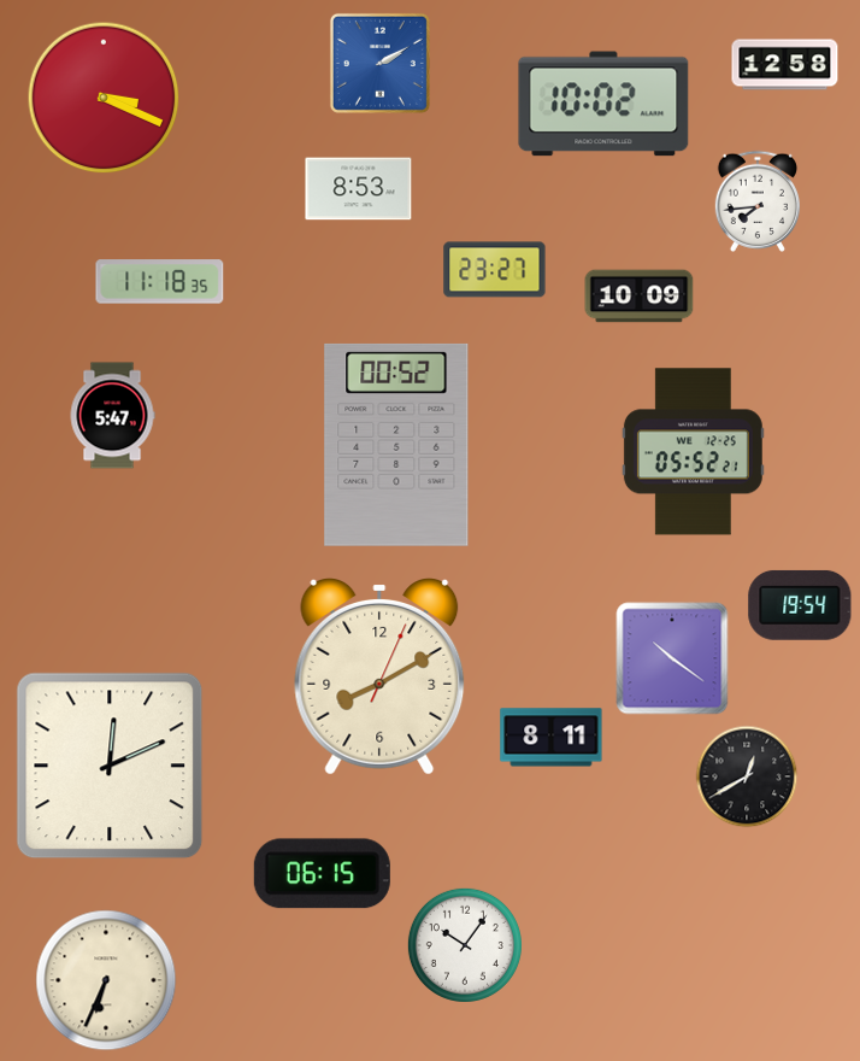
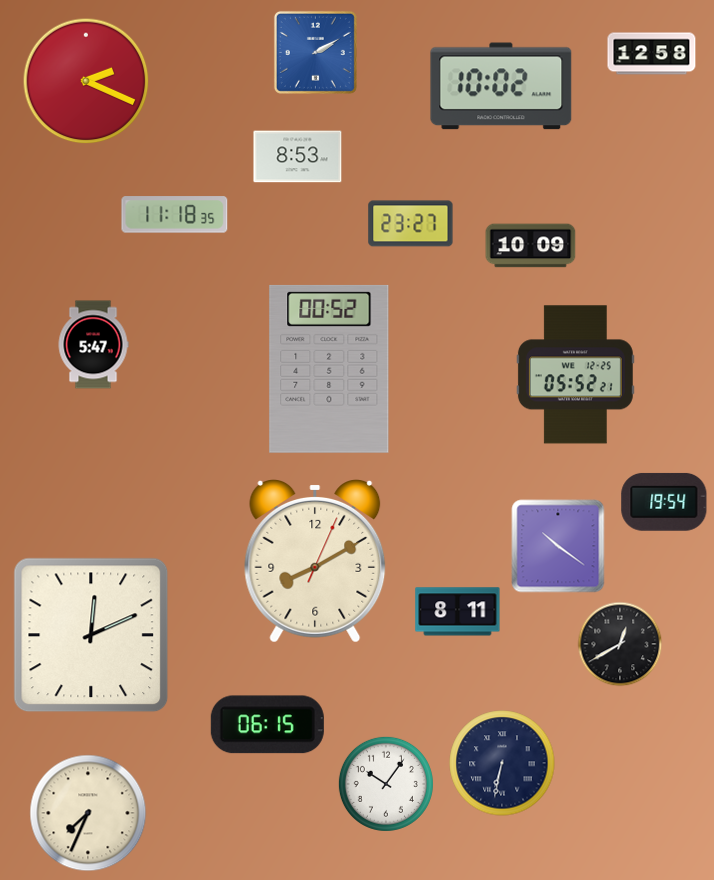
clock at (104, 98): 3:19 -> 2:19
clock at (758, 201): 7:44 -> none
clock at (160, 282) position: (160, 282) -> (175, 215)
clock at (502, 763): none -> 6:32
clock at (106, 980): 6:34 -> 7:34
